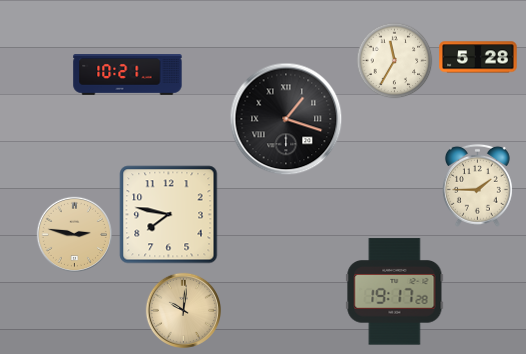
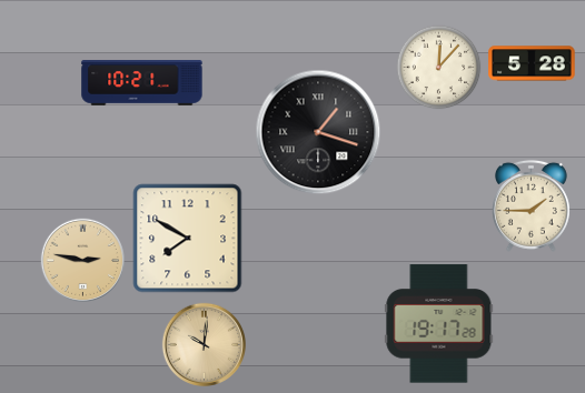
clock at (395, 61): 11:35 -> 12:07
clock at (169, 215): 7:47 -> 7:50
